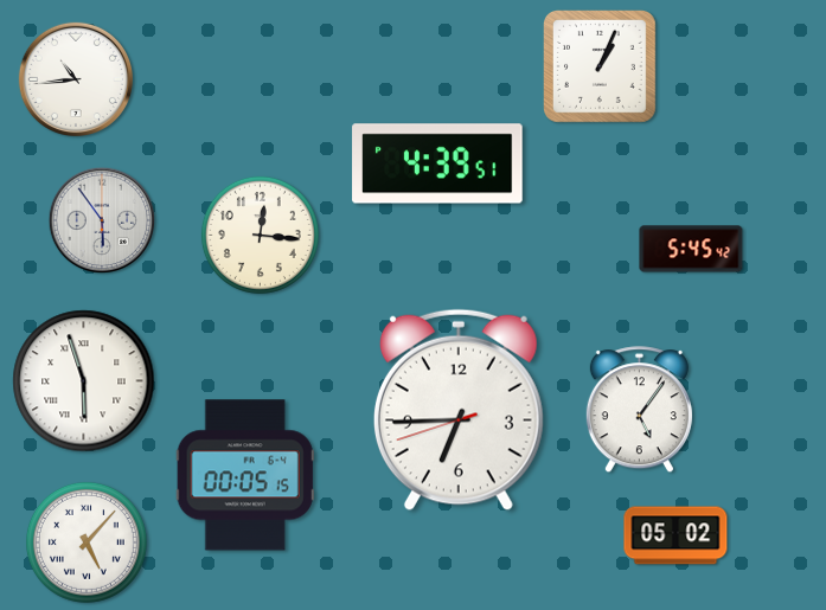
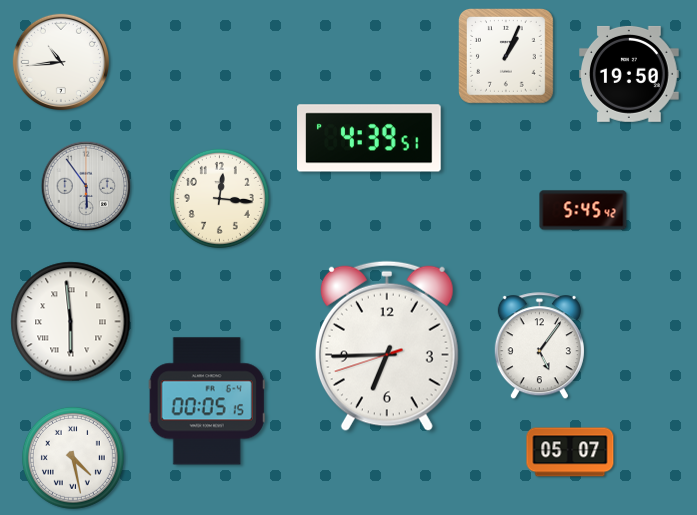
clock at (75, 78) position: (75, 78) -> (60, 61)
clock at (629, 74): none -> 19:50
clock at (84, 381): 5:57 -> 5:59
clock at (675, 535): 05:02 -> 05:07
clock at (87, 542): 5:07 -> 4:28
